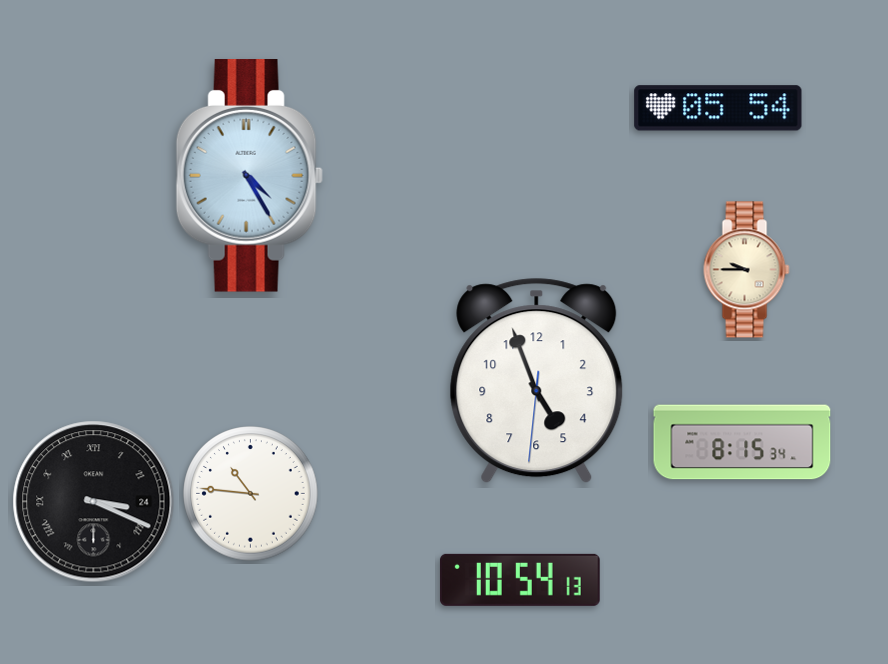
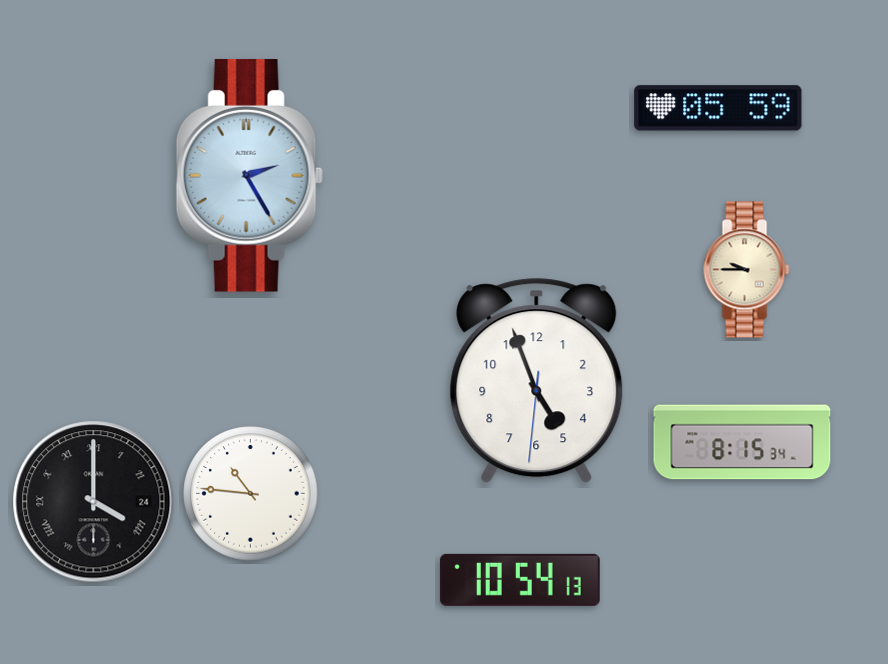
clock at (718, 108): 05:54 -> 05:59
clock at (249, 176): 4:25 -> 2:25
clock at (94, 502): 3:19 -> 4:00
